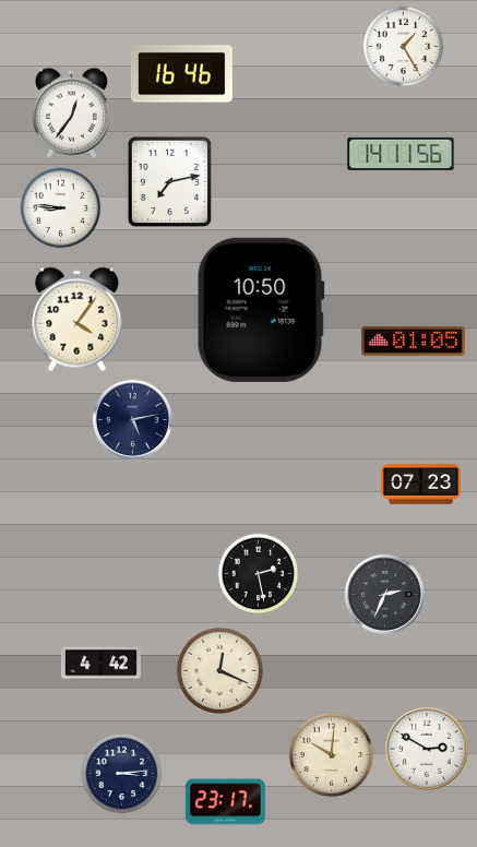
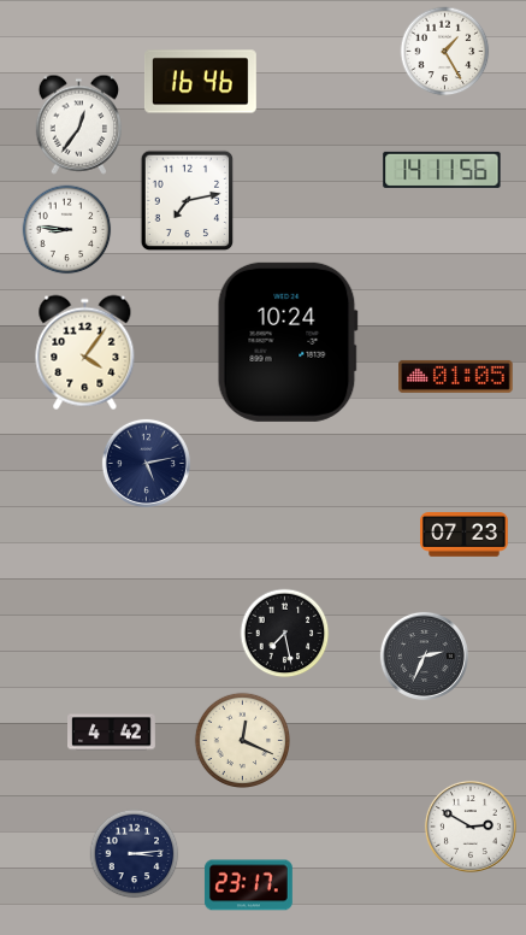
clock at (261, 310): 10:50 -> 10:24
clock at (259, 574): 2:28 -> 7:28
clock at (332, 755): 10:01 -> none
